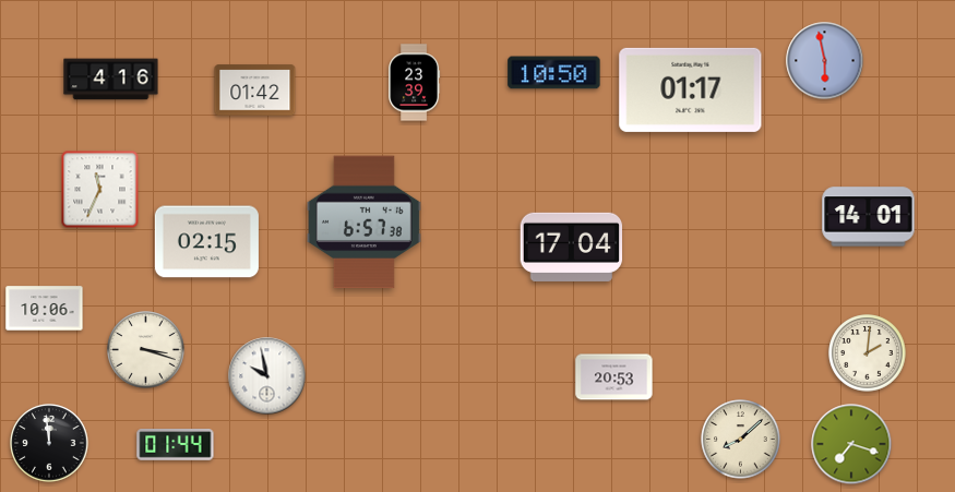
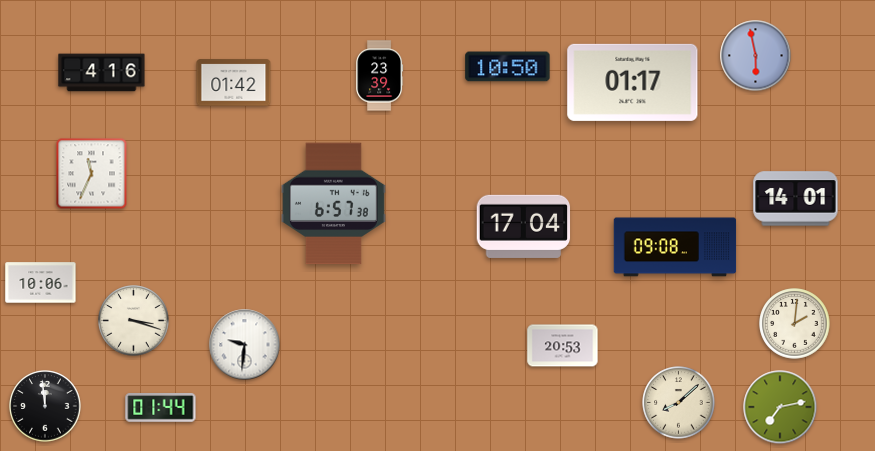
clock at (206, 242): 02:15 -> none
clock at (675, 247): none -> 09:08
clock at (267, 376): 9:58 -> 9:31
clock at (851, 444): 7:18 -> 7:13
